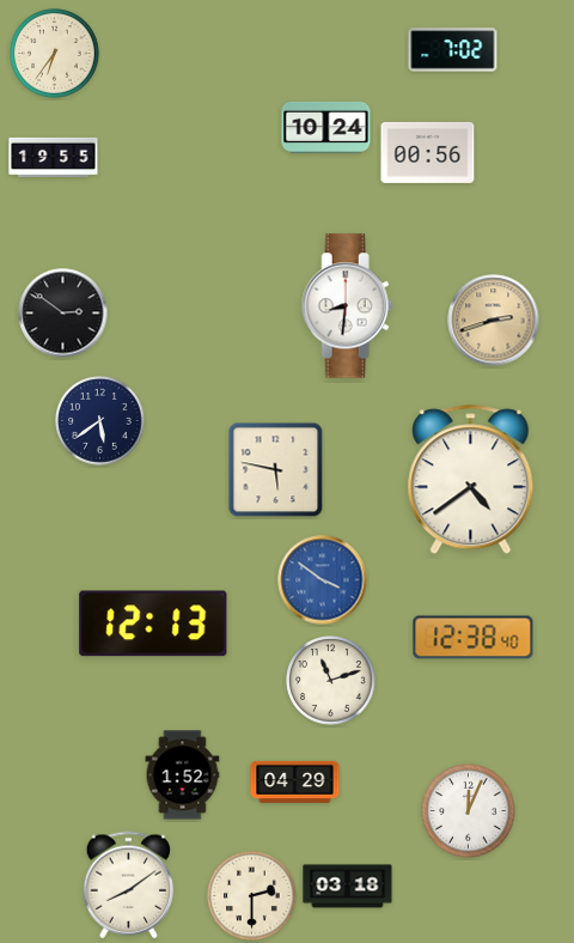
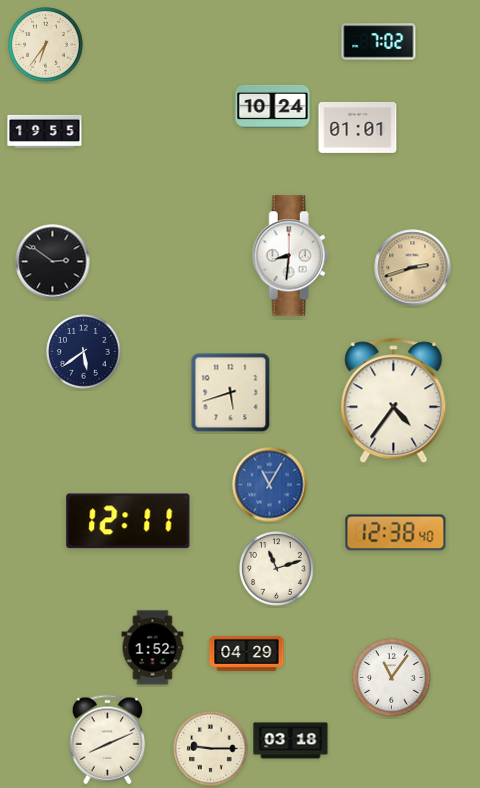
clock at (428, 152): 00:56 -> 01:01
clock at (276, 470): 5:47 -> 5:42
clock at (471, 480): 4:39 -> 4:36
clock at (323, 580): 3:51 -> 11:05
clock at (153, 623): 12:13 -> 12:11
clock at (469, 811): 12:04 -> 11:06
clock at (128, 886): 8:09 -> 8:11
clock at (252, 896): 2:30 -> 9:15
